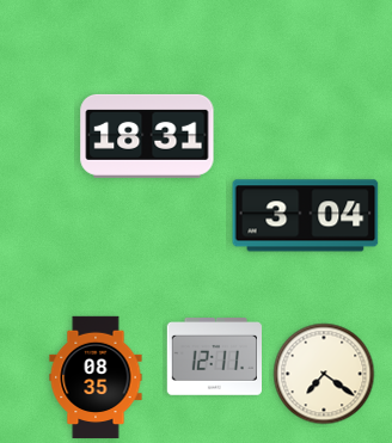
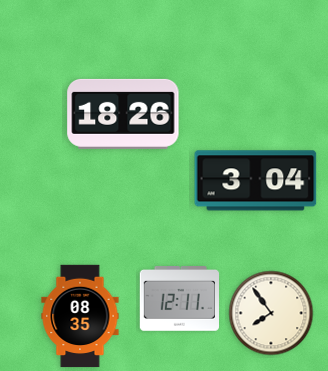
clock at (147, 136): 18:31 -> 18:26
clock at (324, 374): 7:21 -> 7:54
